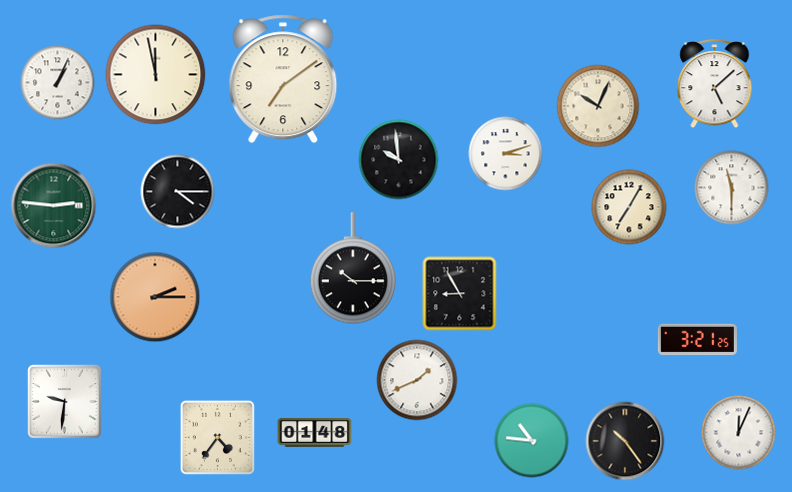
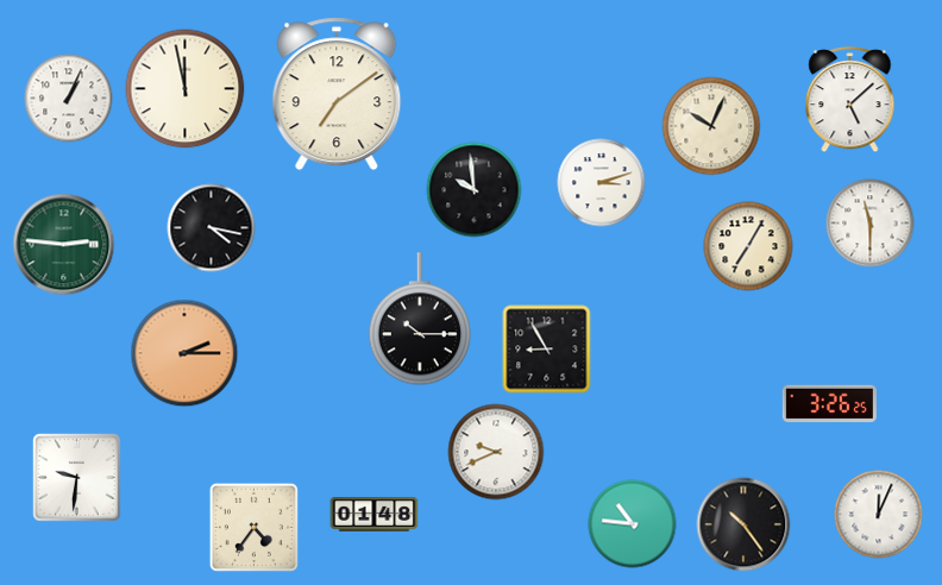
clock at (178, 192): 4:15 -> 4:17
clock at (697, 340): 3:21 -> 3:26
clock at (417, 380): 1:41 -> 9:41
clock at (217, 437) position: (217, 437) -> (253, 527)
